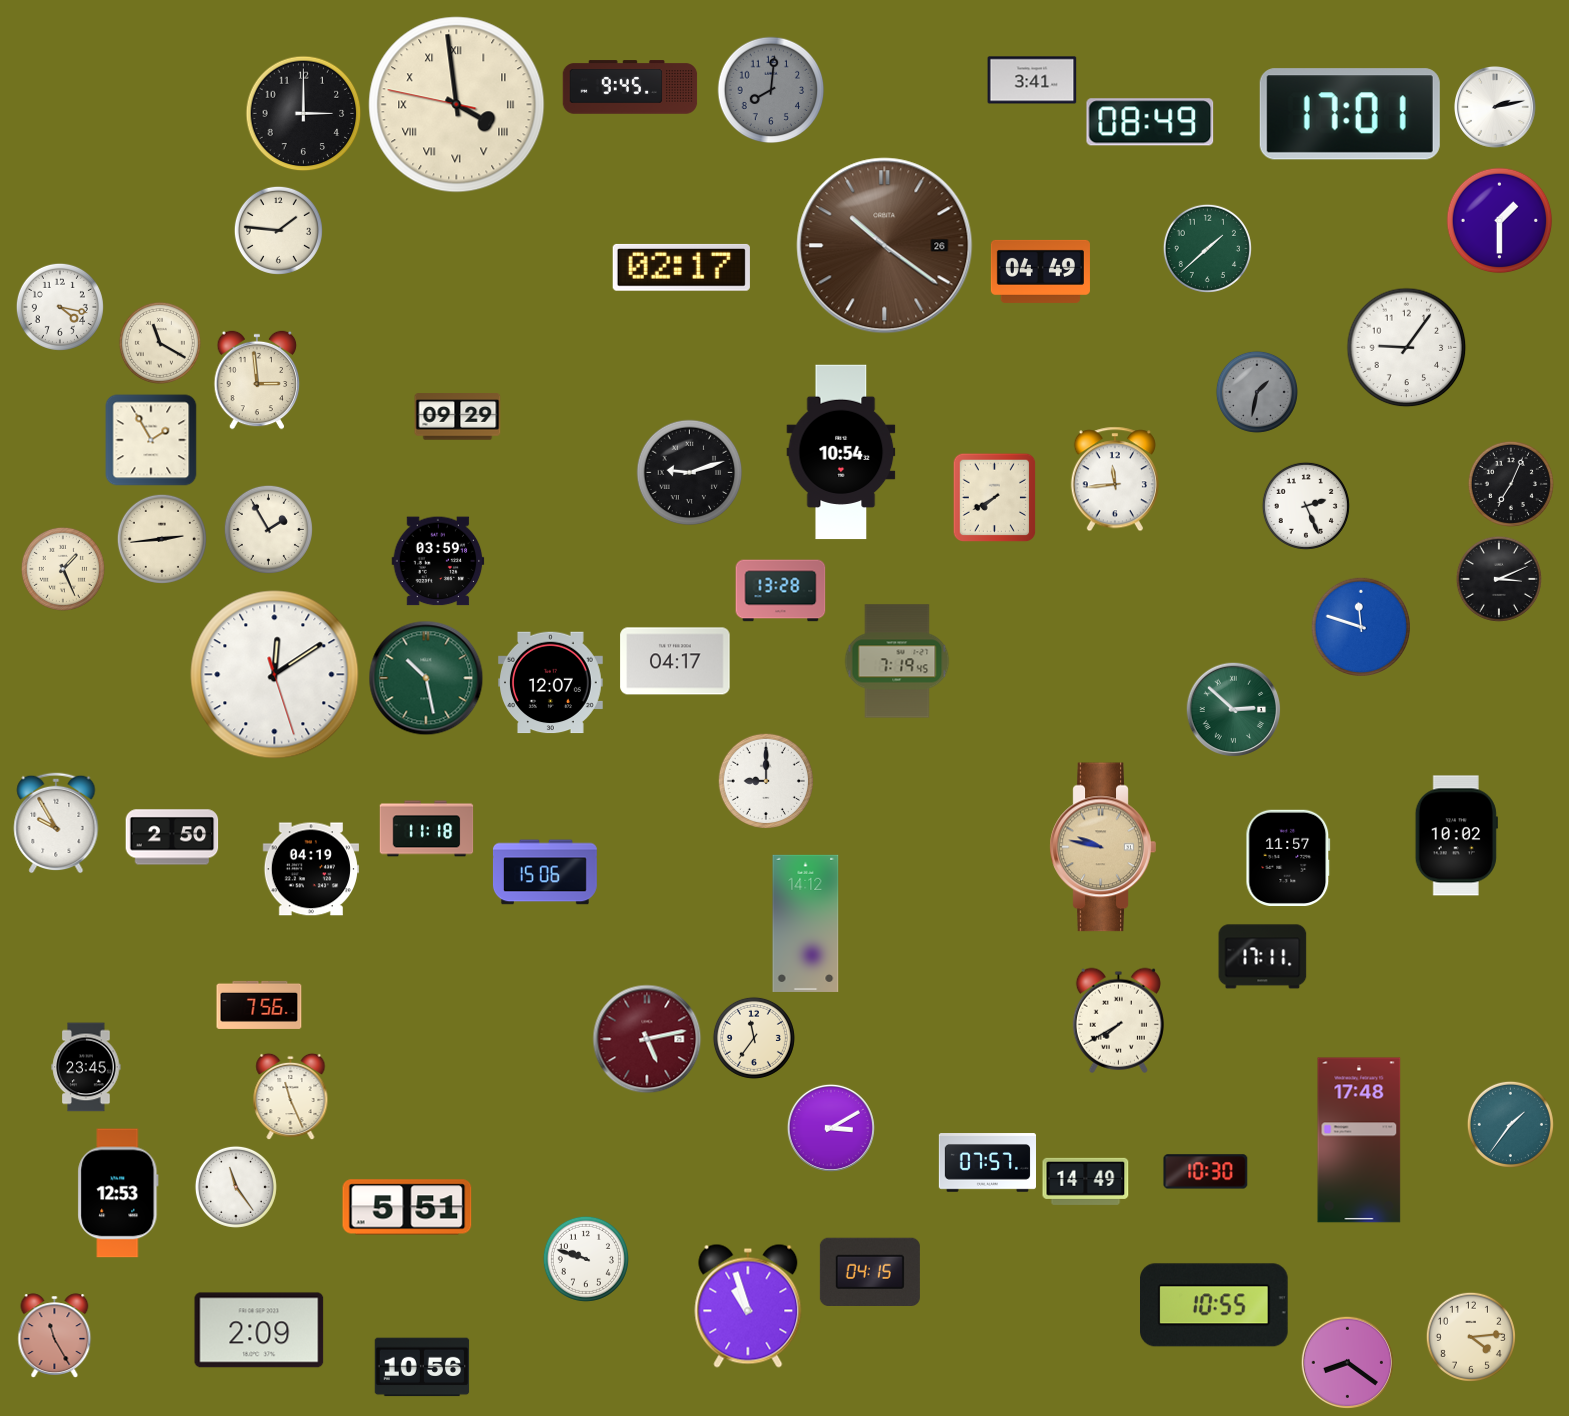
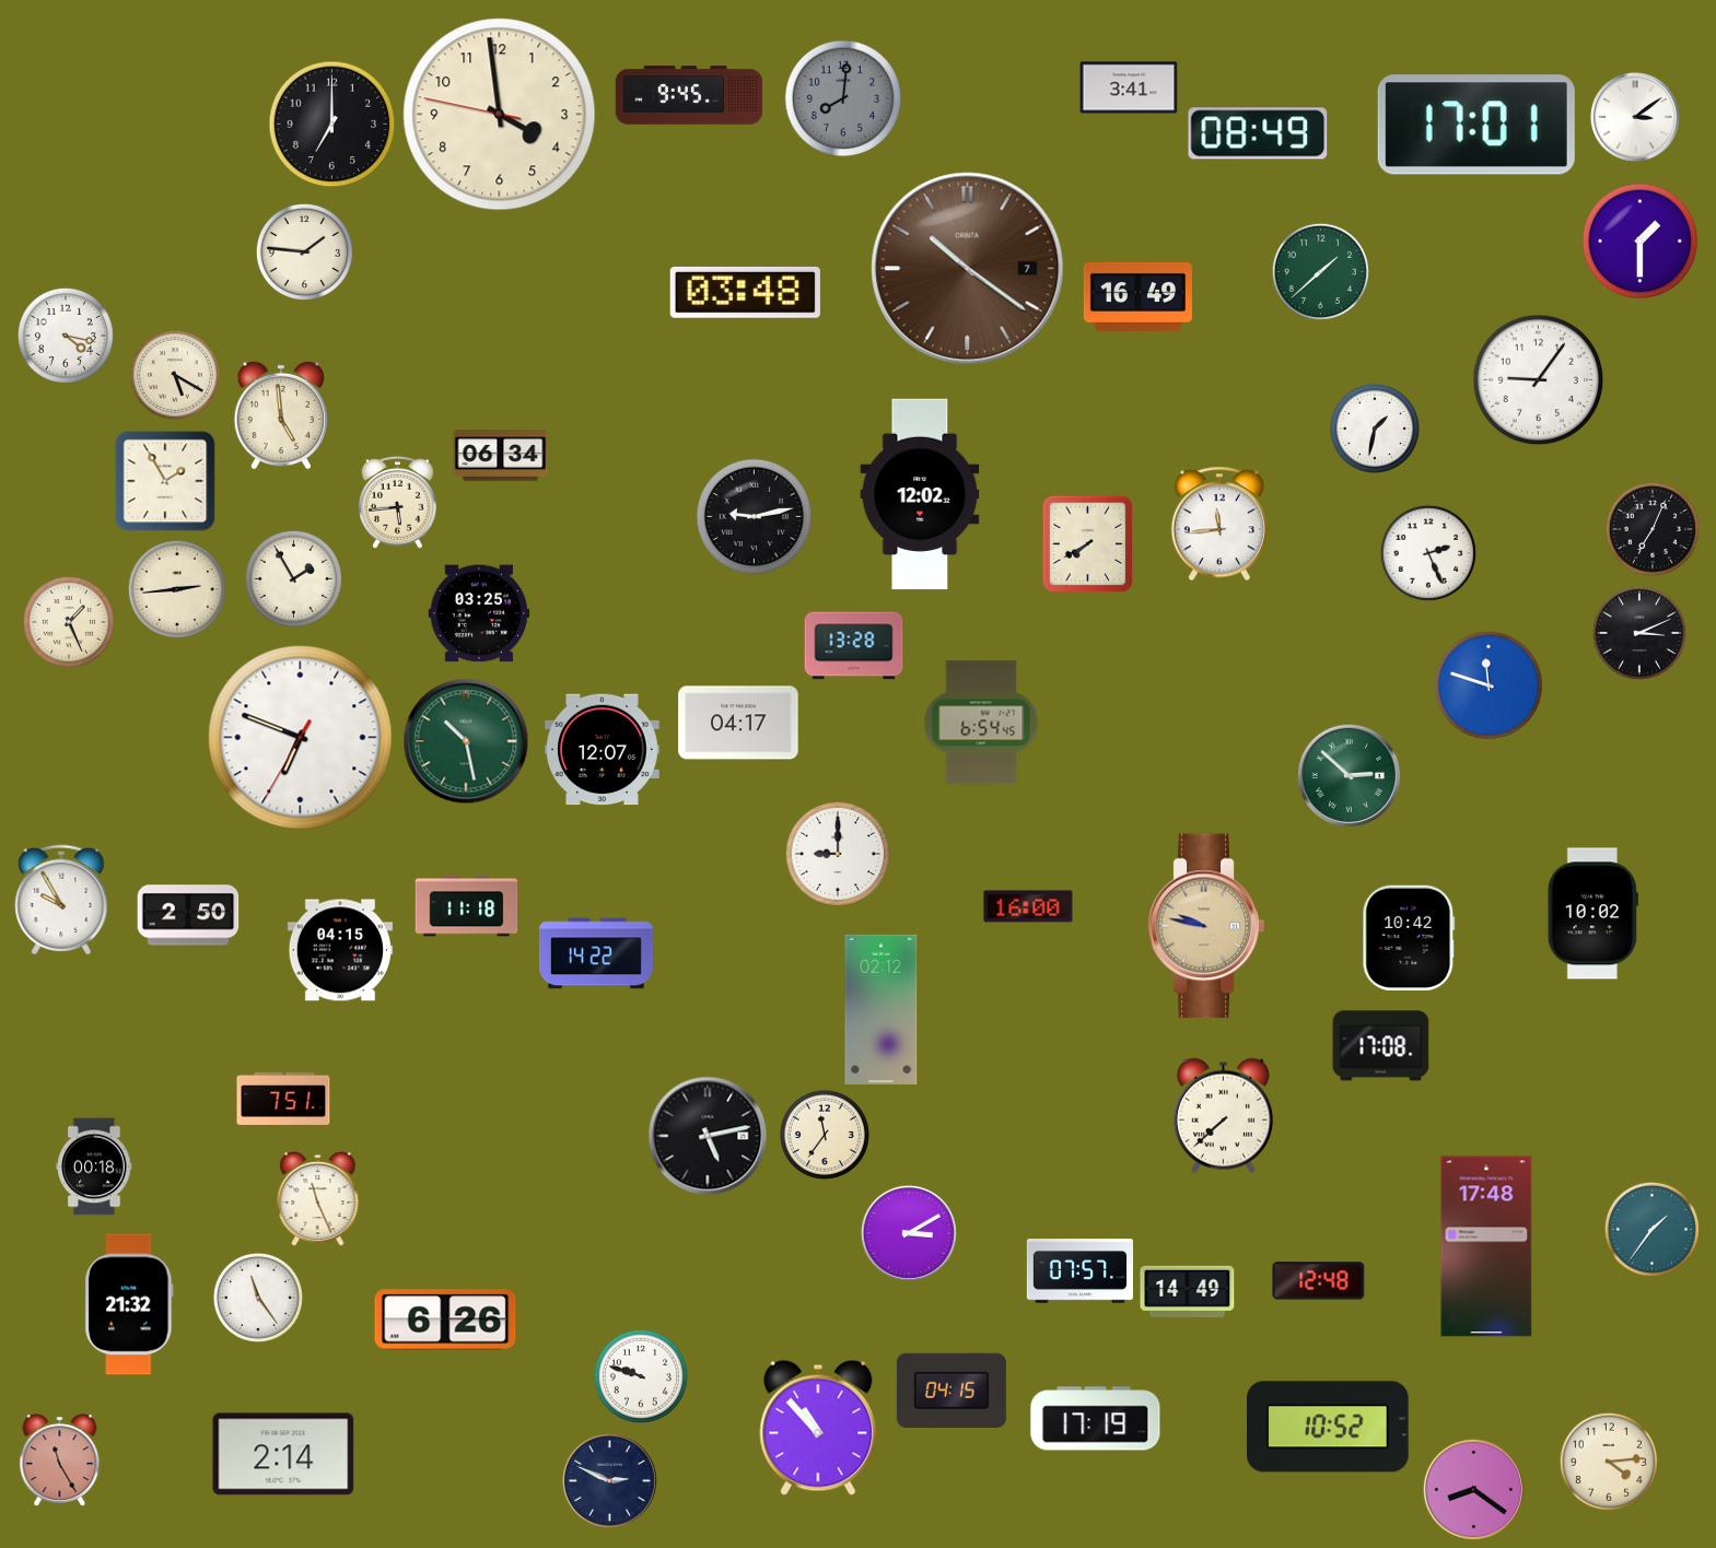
clock at (457, 105) numerals: Roman -> Arabic
clock at (1496, 108): 2:13 -> 3:09
clock at (304, 114): 3:00 -> 7:00
clock at (885, 246) date: 26 -> 7
clock at (681, 267): 02:17 -> 03:48
clock at (1040, 271): 04:49 -> 16:49
clock at (160, 343): 11:20 -> 5:20
clock at (257, 380): 2:59 -> 4:59
clock at (1257, 392) dial: grey -> white
clock at (458, 417): 09:29 -> 06:34
clock at (841, 452): 10:54 -> 12:02
clock at (397, 502): none -> 5:44
clock at (690, 473): 9:12 -> 9:13
clock at (438, 561): 03:59 -> 03:25
clock at (897, 661): 7:19 -> 6:54
clock at (275, 675): 12:09 -> 6:48
clock at (551, 683) position: (551, 683) -> (603, 750)
clock at (1028, 906): none -> 16:00
clock at (1288, 857): 11:57 -> 10:42
clock at (310, 869): 04:19 -> 04:15
clock at (545, 872): 15:06 -> 14:22
clock at (806, 923): 14:12 -> 02:12
clock at (1263, 957): 17:11 -> 17:08
clock at (259, 1005): 7:56 -> 7:51
clock at (1118, 1020): 7:40 -> 7:38
clock at (647, 1039) dial: burgundy -> black
clock at (86, 1067): 23:45 -> 00:18
clock at (1206, 1172): 10:30 -> 12:48
clock at (118, 1193): 12:53 -> 21:32
clock at (407, 1207): 5:51 -> 6:26
clock at (1096, 1419): none -> 17:19
clock at (1215, 1305): 10:55 -> 10:52
clock at (748, 1306): 10:57 -> 10:53
clock at (259, 1330): 2:09 -> 2:14
clock at (609, 1480): none -> 2:49
clock at (422, 1367): 10:56 -> none
